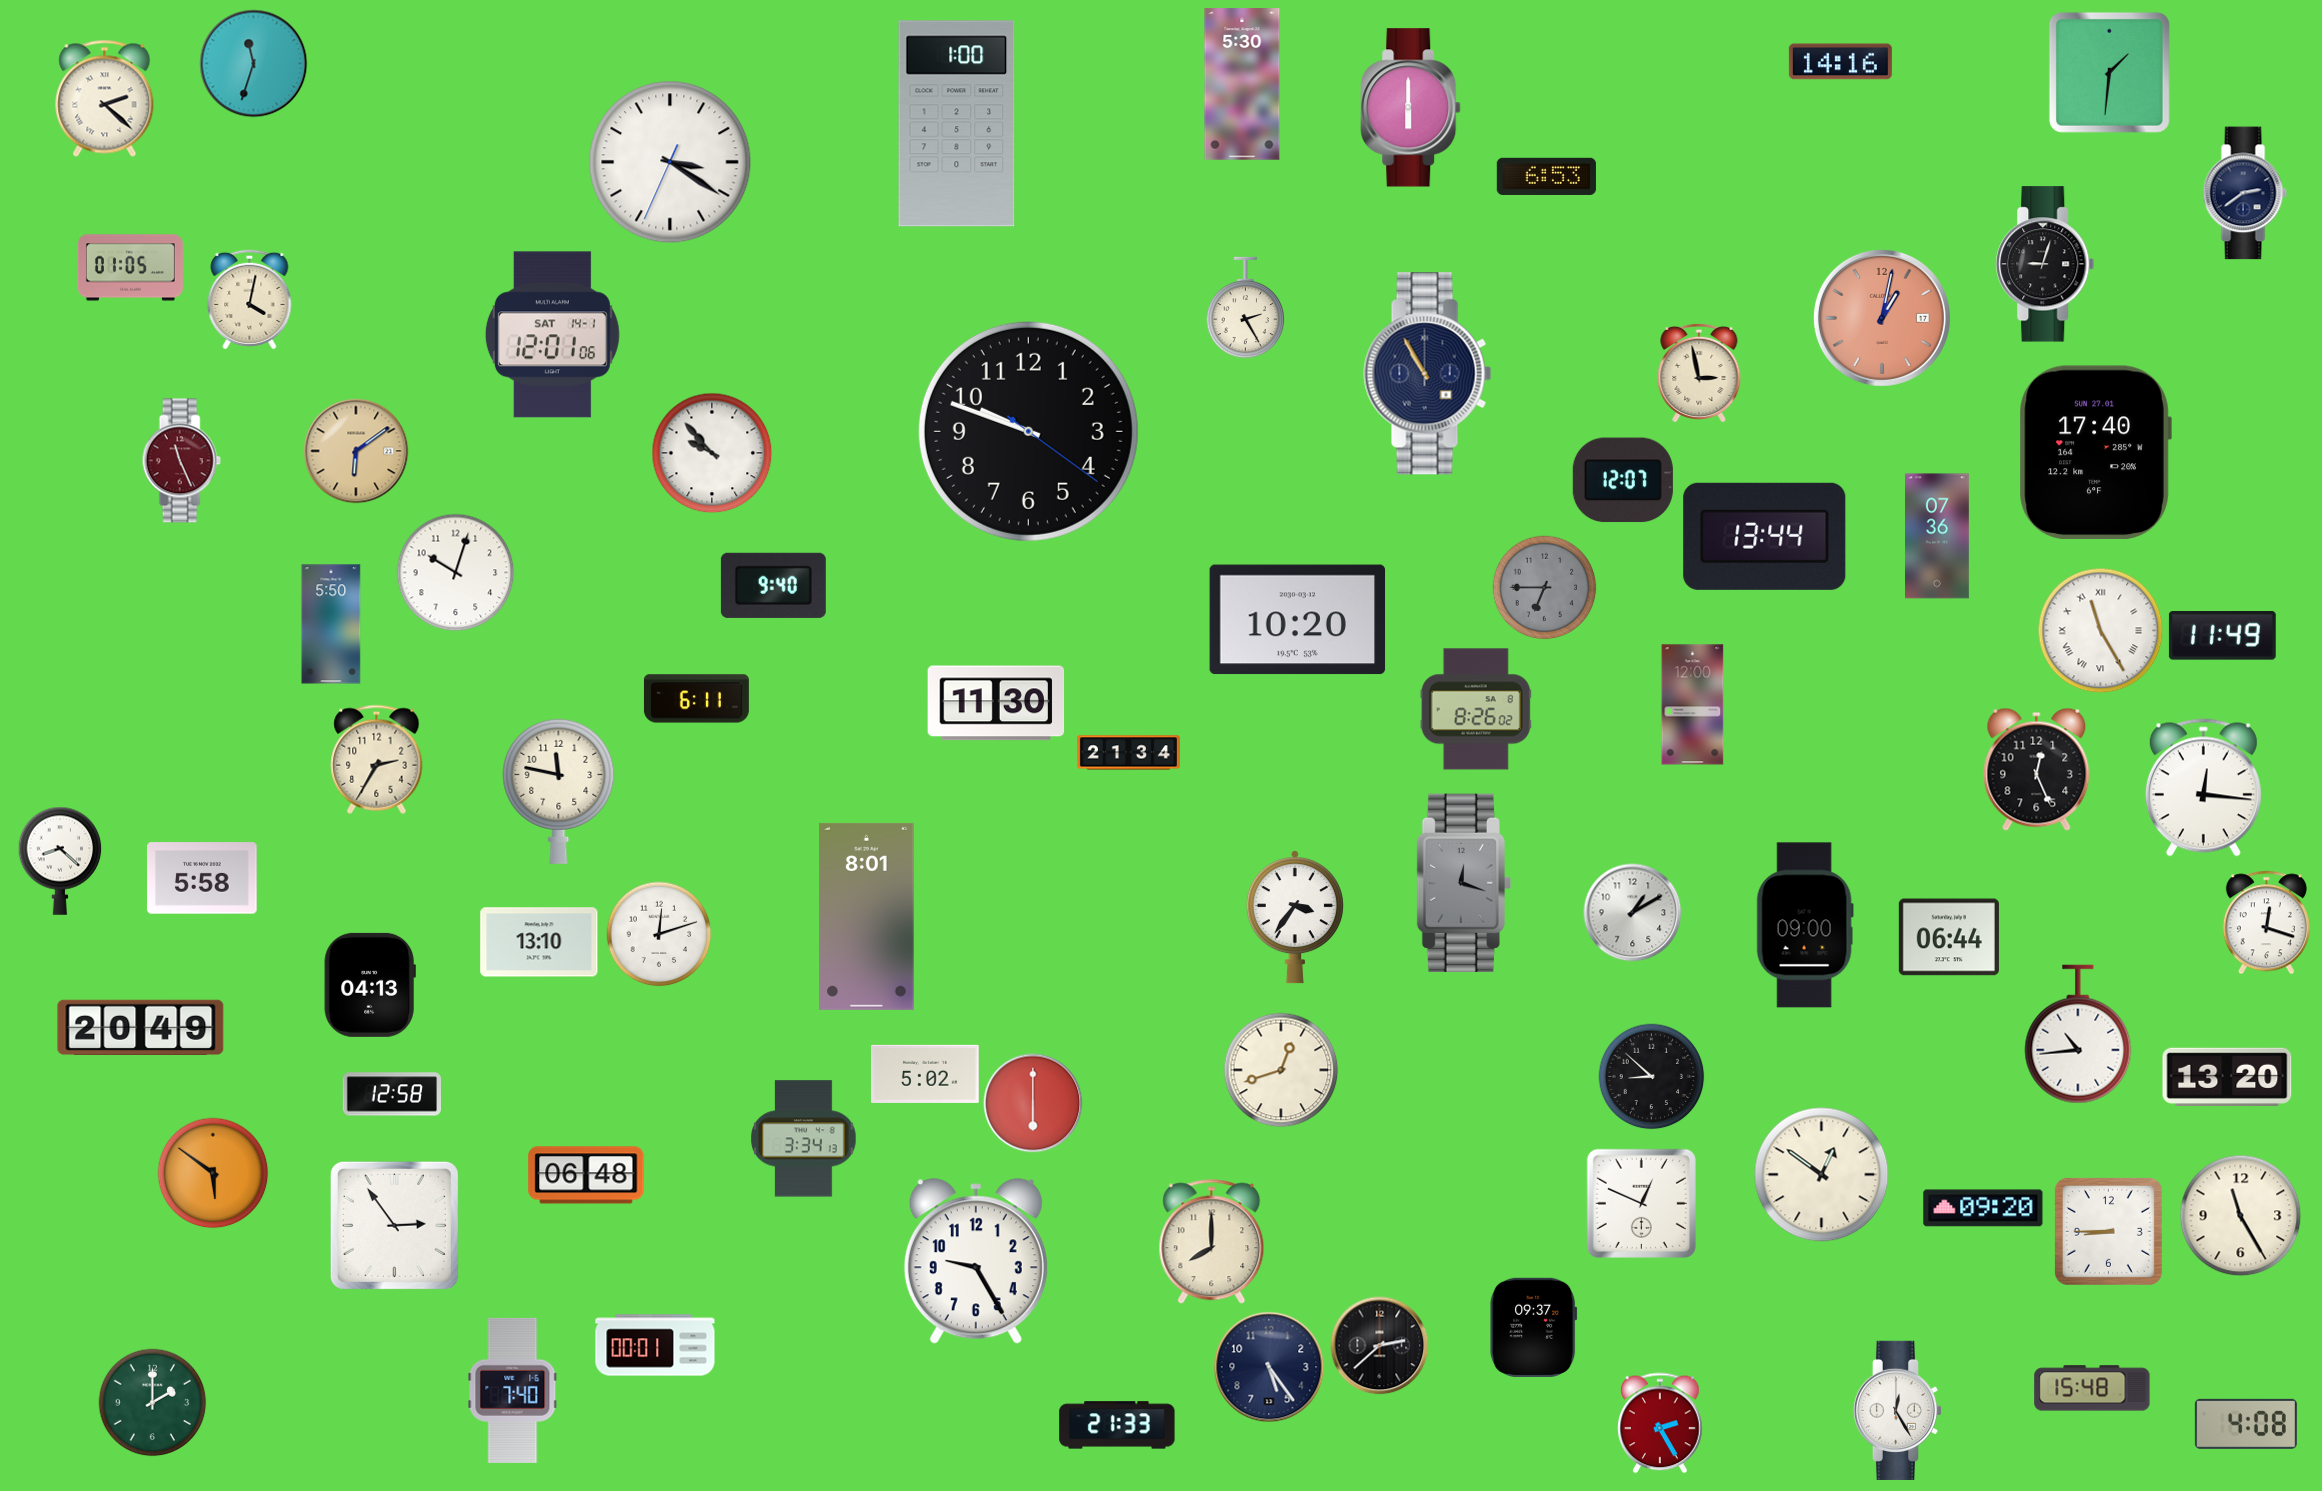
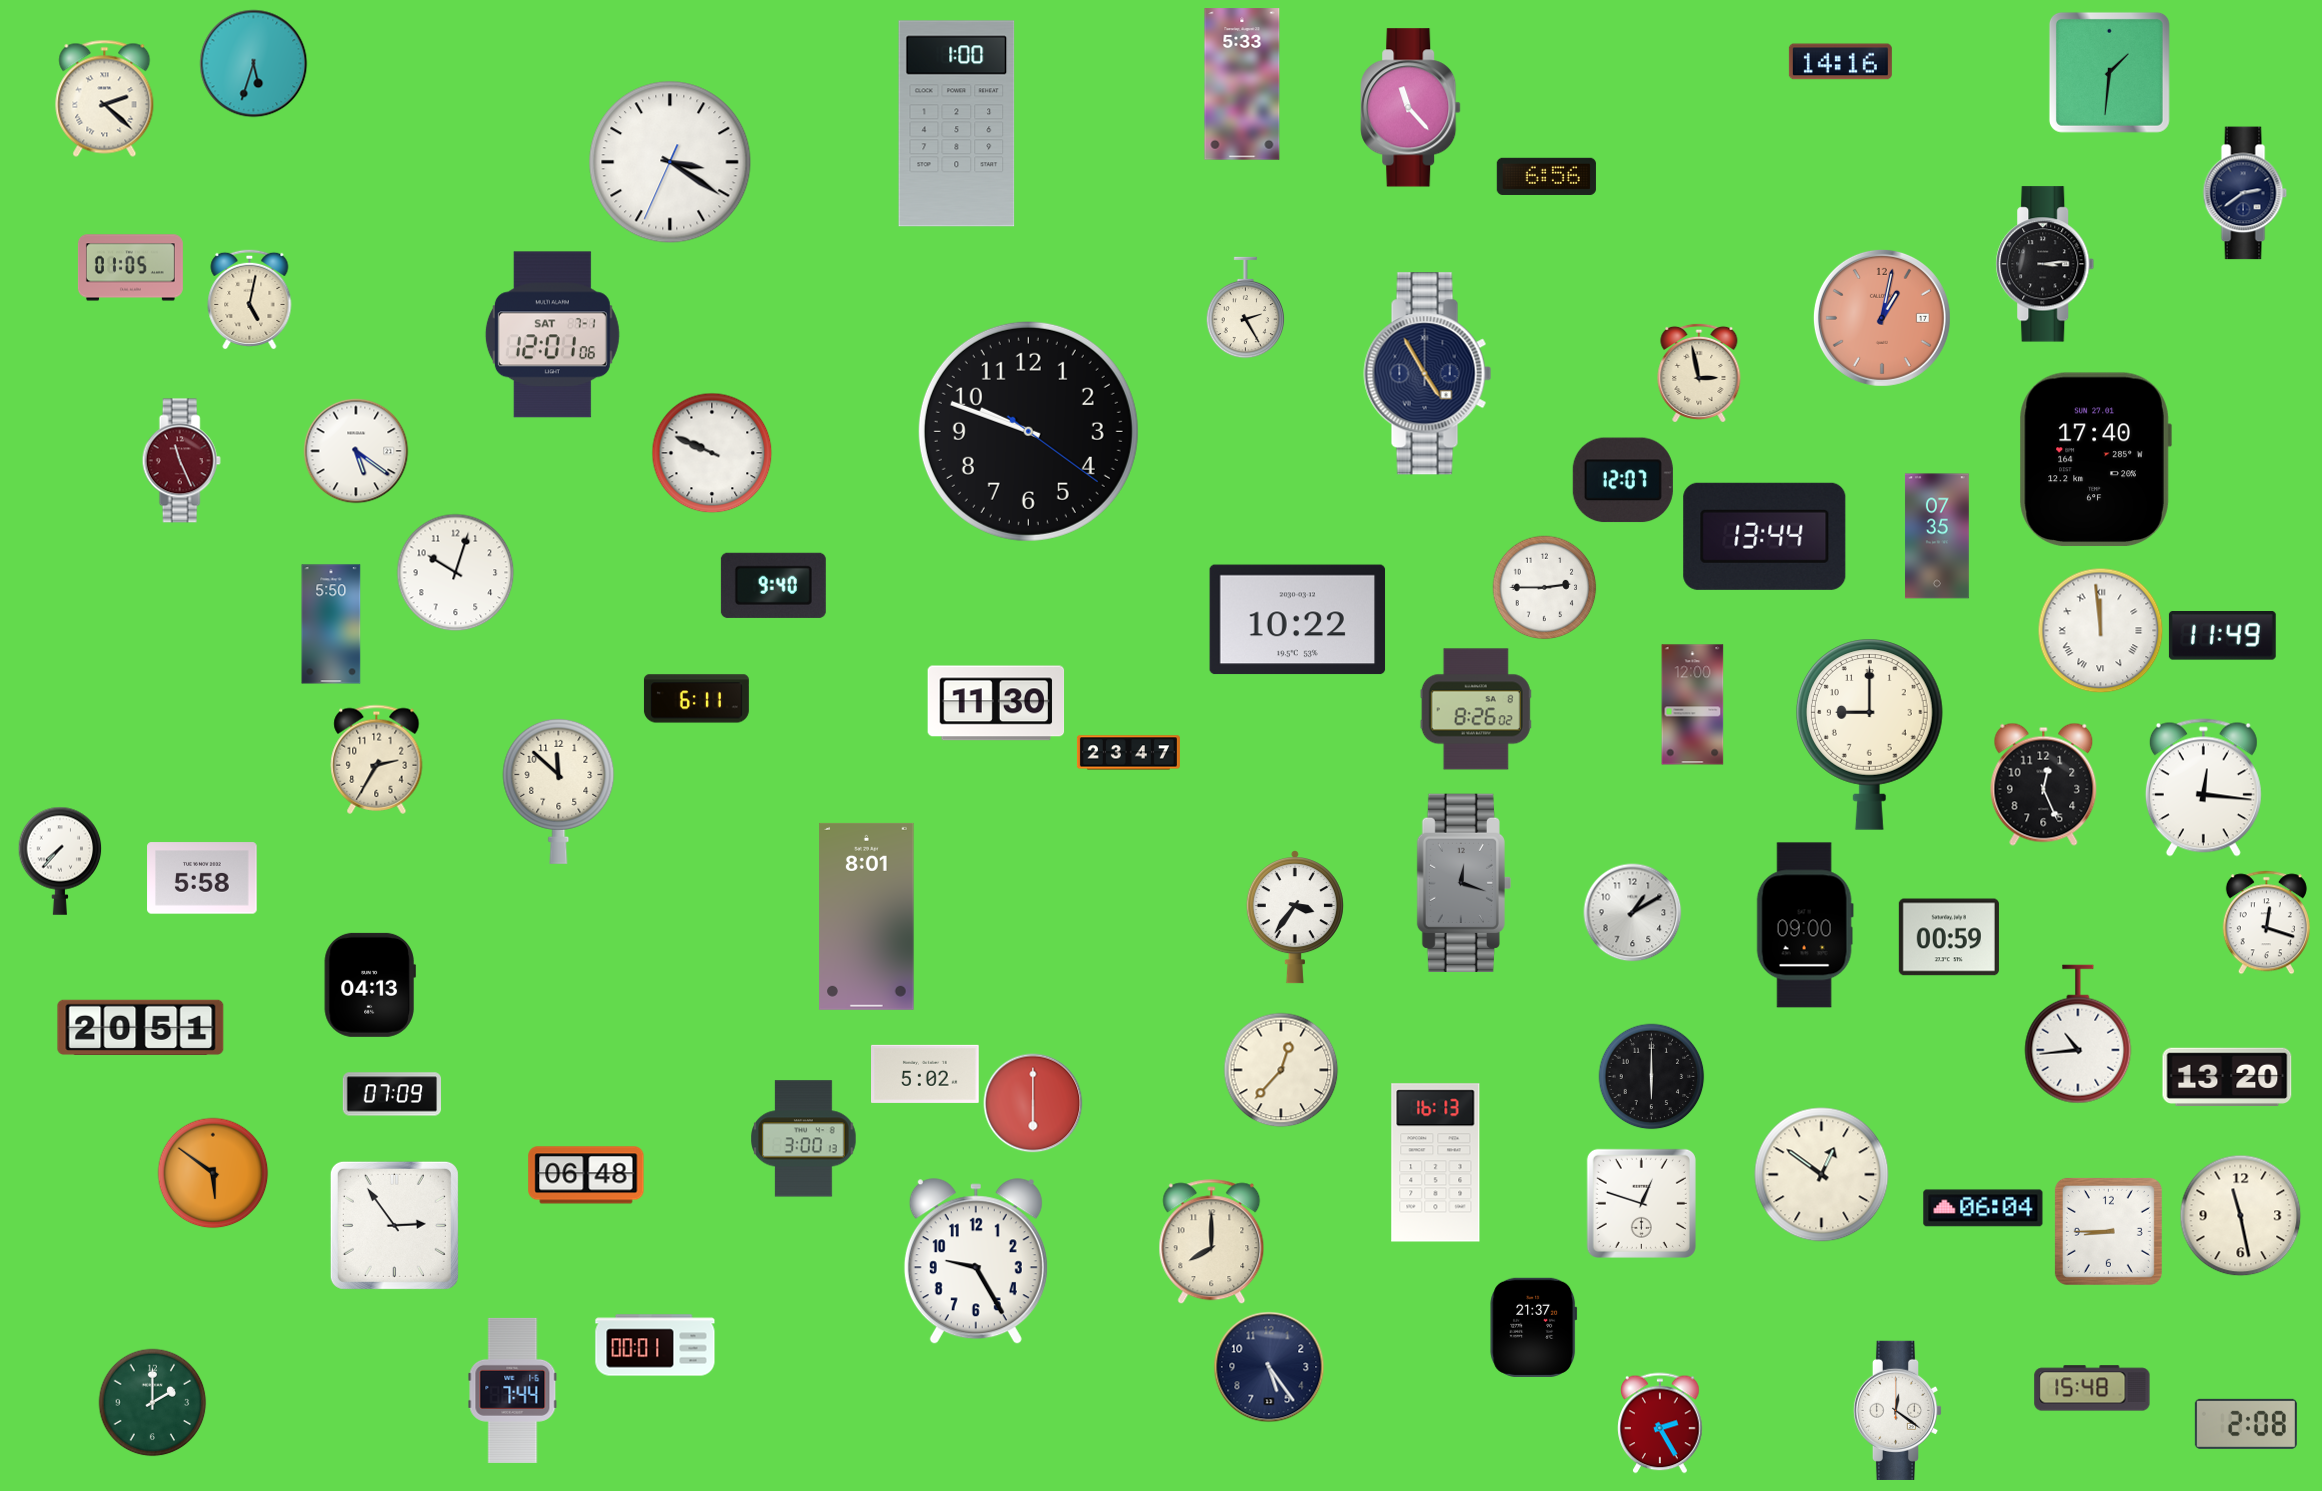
clock at (254, 64): 11:33 -> 5:33
clock at (1242, 84): 5:30 -> 5:33
clock at (1411, 108): 6:00 -> 11:23
clock at (1546, 176): 6:53 -> 6:56
clock at (2045, 264): 9:03 -> 3:14
clock at (250, 299): 4:02 -> 5:02
clock at (552, 335) date: SAT 14-1 -> SAT 7-1
clock at (1428, 374): 10:55 -> 4:55
clock at (356, 451): 6:09 -> 5:21
clock at (356, 451) dial: champagne -> white
clock at (712, 453): 9:53 -> 9:49
clock at (2095, 453) position: (2095, 453) -> (2095, 460)
clock at (1937, 536): 07:36 -> 07:35
clock at (1545, 588): 6:45 -> 2:45
clock at (1545, 588) dial: grey -> white
clock at (1298, 620): 10:20 -> 10:22
clock at (2101, 631): 11:25 -> 11:59
clock at (1869, 734): none -> 9:00
clock at (1128, 753): 21:34 -> 23:47
clock at (2037, 769) position: (2037, 769) -> (2044, 784)
clock at (559, 791): 11:47 -> 11:52
clock at (60, 861): 8:22 -> 7:37
clock at (659, 934): 12:12 -> none
clock at (1949, 937): 06:44 -> 00:59
clock at (539, 942): 13:10 -> none
clock at (141, 1027): 20:49 -> 20:51
clock at (1281, 1070): 12:42 -> 12:37
clock at (1652, 1077): 8:52 -> 6:00
clock at (391, 1094): 12:58 -> 07:09
clock at (804, 1139): 3:34 -> 3:00
clock at (1436, 1163): none -> 16:13
clock at (1641, 1203): 12:49 -> 12:48
clock at (1983, 1208): 09:20 -> 06:04
clock at (2241, 1216): 11:25 -> 11:28
clock at (1534, 1327): 09:37 -> 21:37
clock at (1380, 1346): 2:38 -> none
clock at (513, 1390): 7:40 -> 7:44
clock at (1898, 1410): 12:25 -> 12:21
clock at (2246, 1424): 4:08 -> 2:08
clock at (1117, 1425): 21:33 -> none
